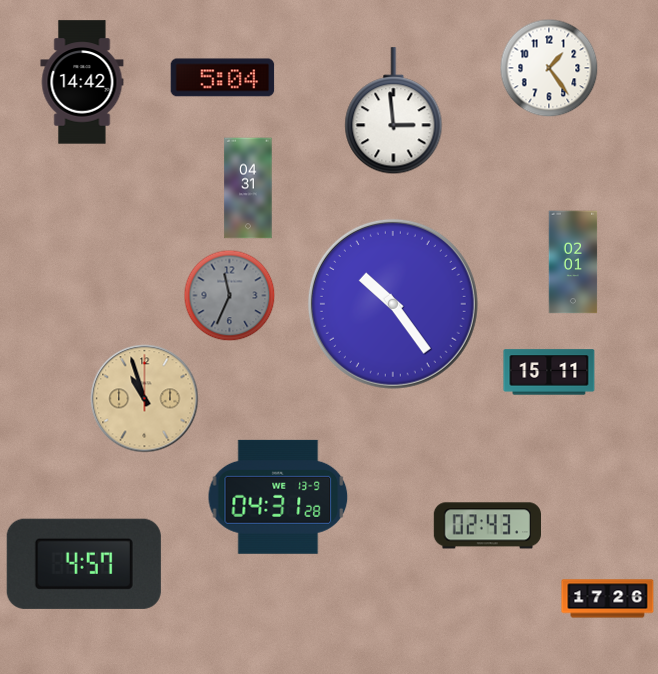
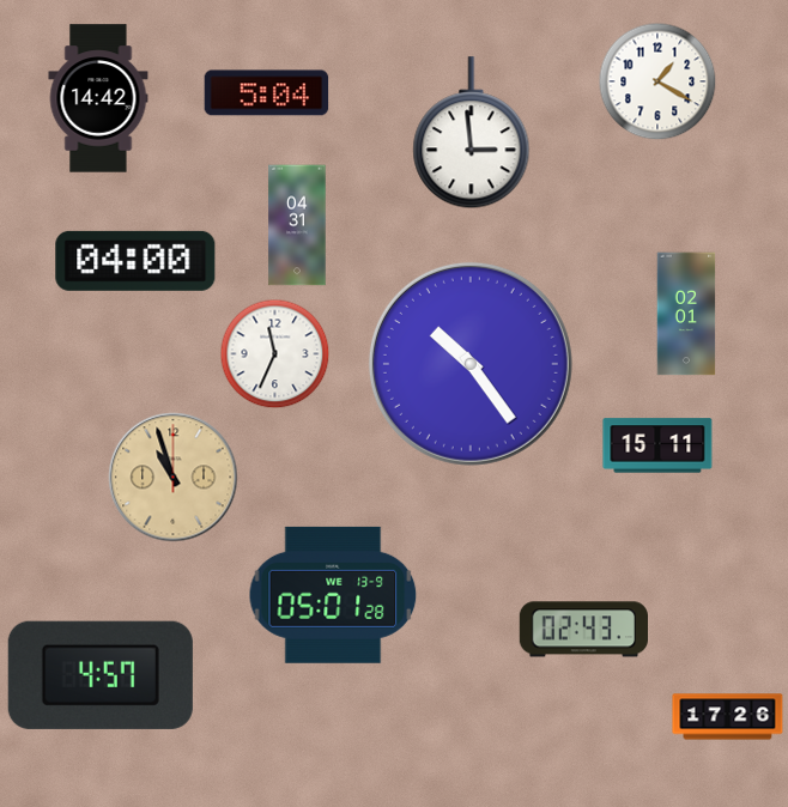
clock at (549, 68): 1:24 -> 1:20
clock at (135, 261): none -> 04:00
clock at (229, 295) dial: grey -> white
clock at (278, 497): 04:31 -> 05:01
